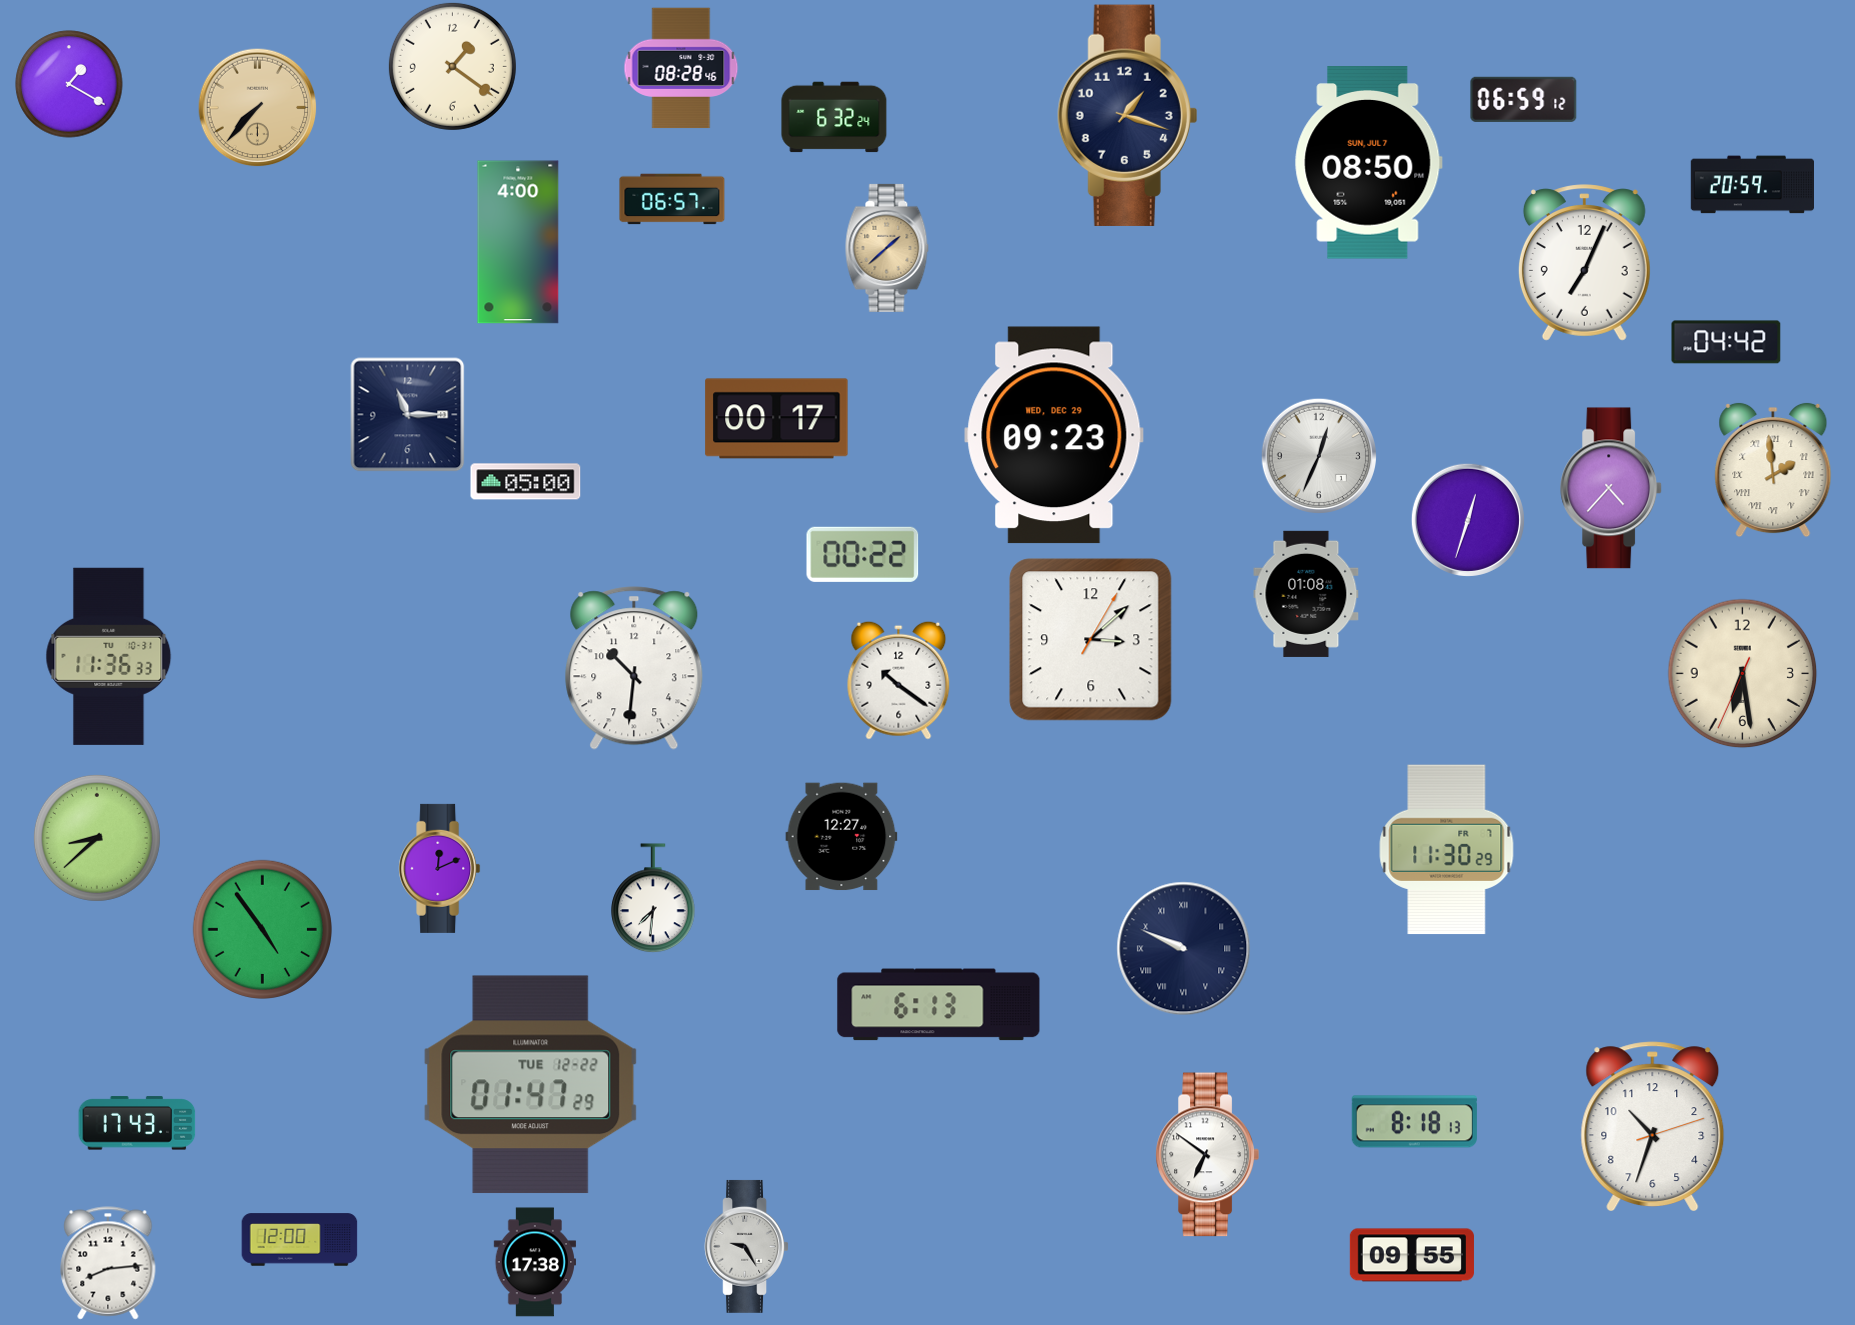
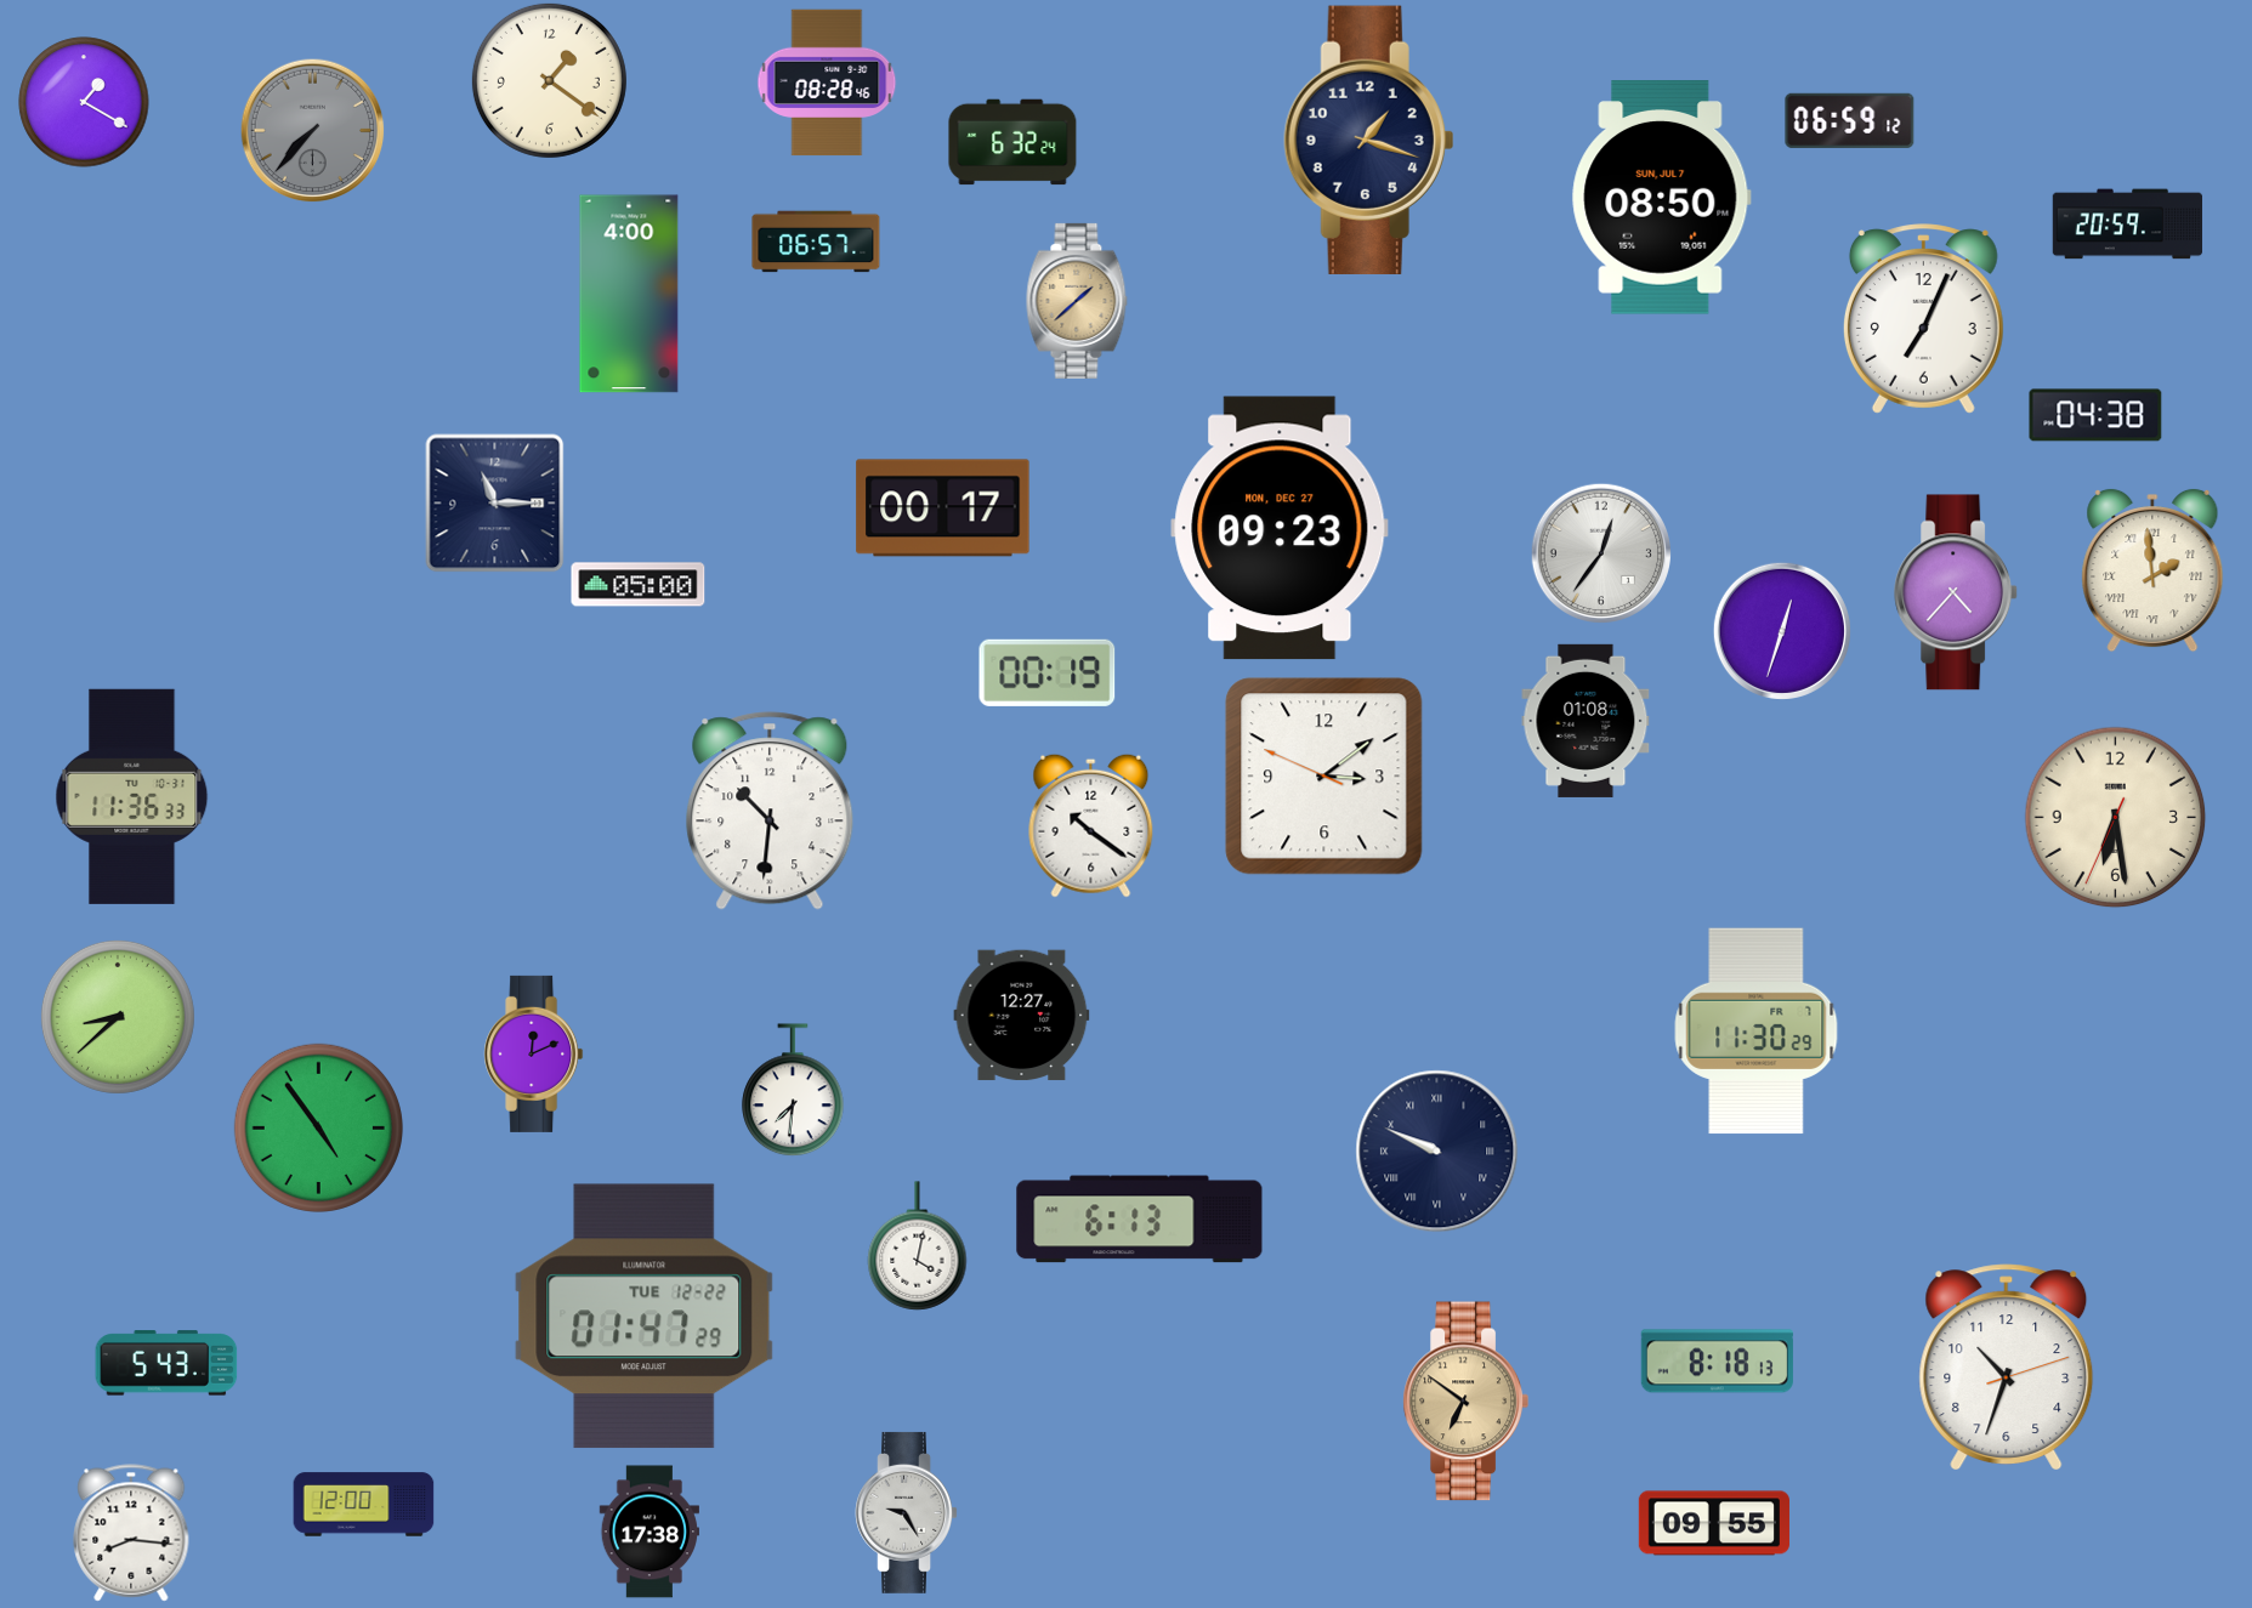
clock at (257, 107) dial: champagne -> grey
clock at (1726, 342): 04:42 -> 04:38
clock at (1054, 435) date: WED, DEC 29 -> MON, DEC 27
clock at (1318, 455): 12:34 -> 12:36
clock at (863, 554): 00:22 -> 00:19
clock at (1091, 640): 3:08:05 -> 3:08:49
clock at (918, 1246): none -> 4:02
clock at (137, 1123): 17:43 -> 5:43
clock at (1207, 1155) dial: white -> champagne
clock at (108, 1263): 8:14 -> 8:16
